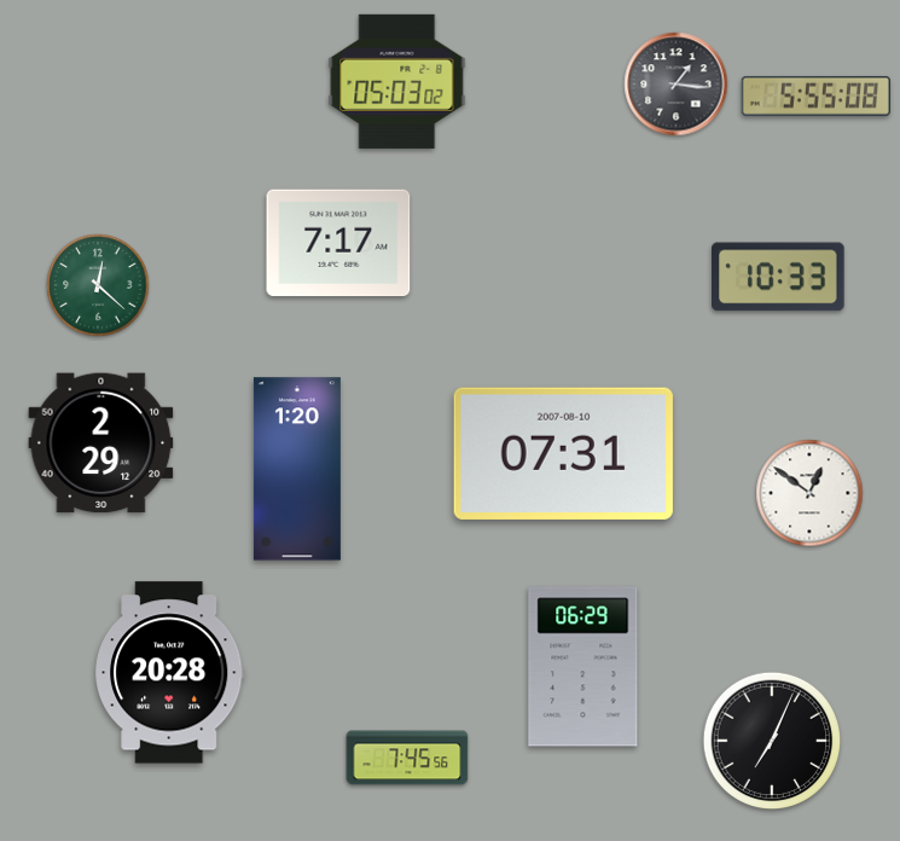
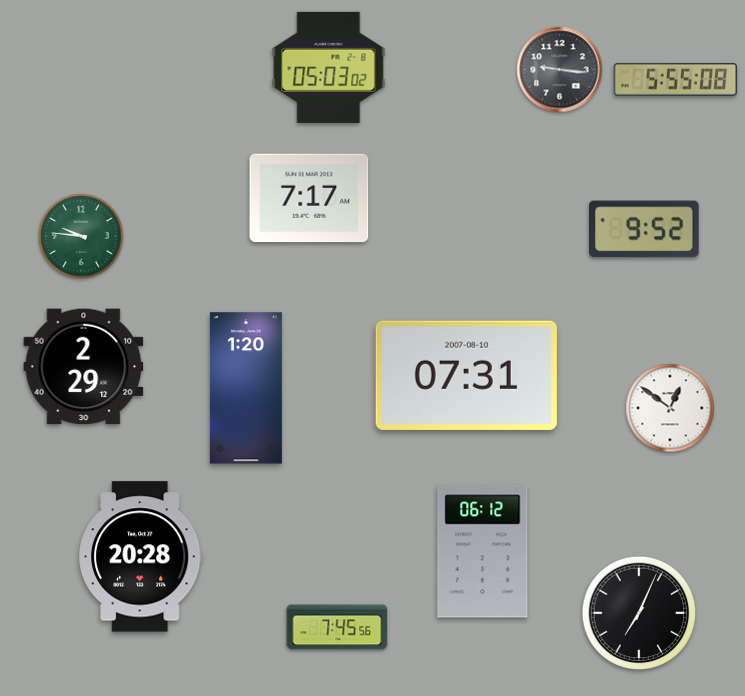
clock at (677, 85): 1:16 -> 9:16
clock at (338, 243) position: (338, 243) -> (309, 198)
clock at (778, 277): 10:33 -> 9:52
clock at (98, 285): 12:22 -> 9:46
clock at (583, 667): 06:29 -> 06:12
